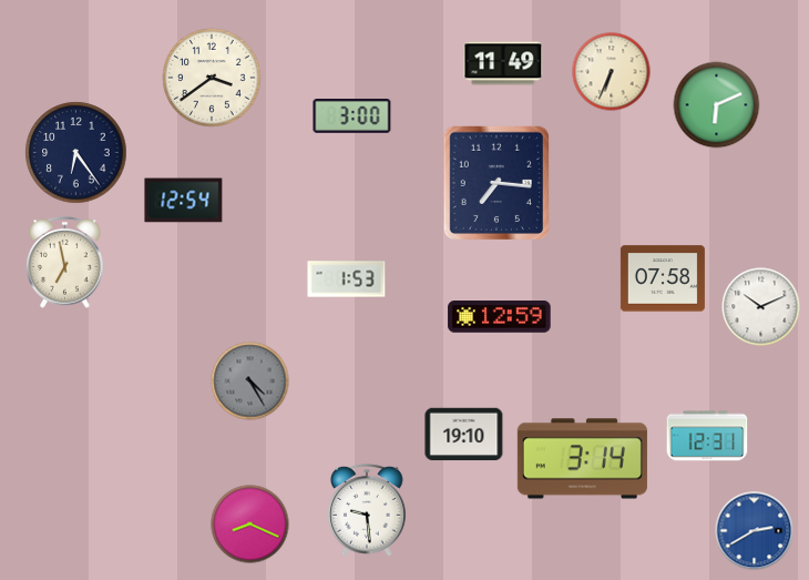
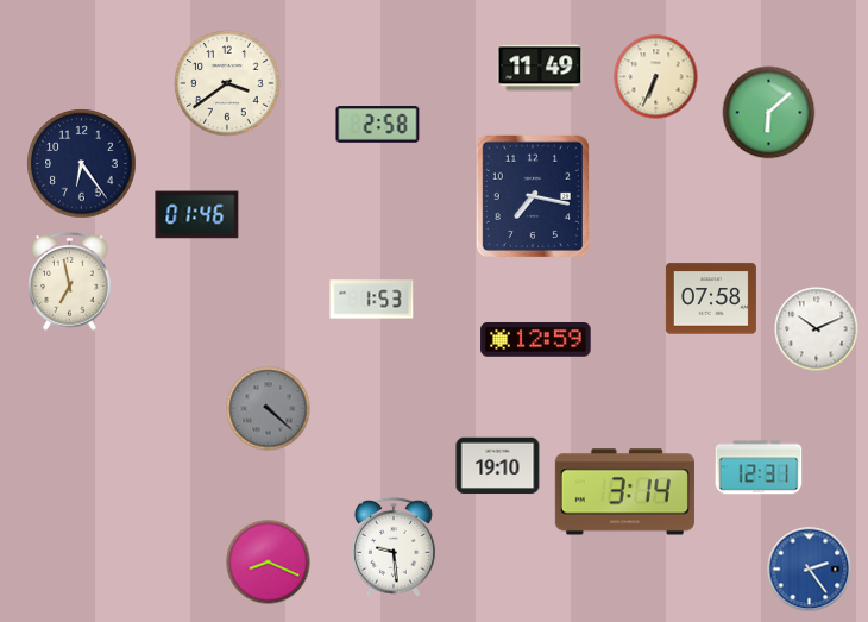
clock at (717, 105): 6:11 -> 6:08
clock at (352, 116): 3:00 -> 2:58
clock at (495, 182): 7:16 -> 7:17
clock at (184, 201): 12:54 -> 01:46
clock at (250, 381): 4:25 -> 4:22
clock at (755, 531): 2:40 -> 2:24
